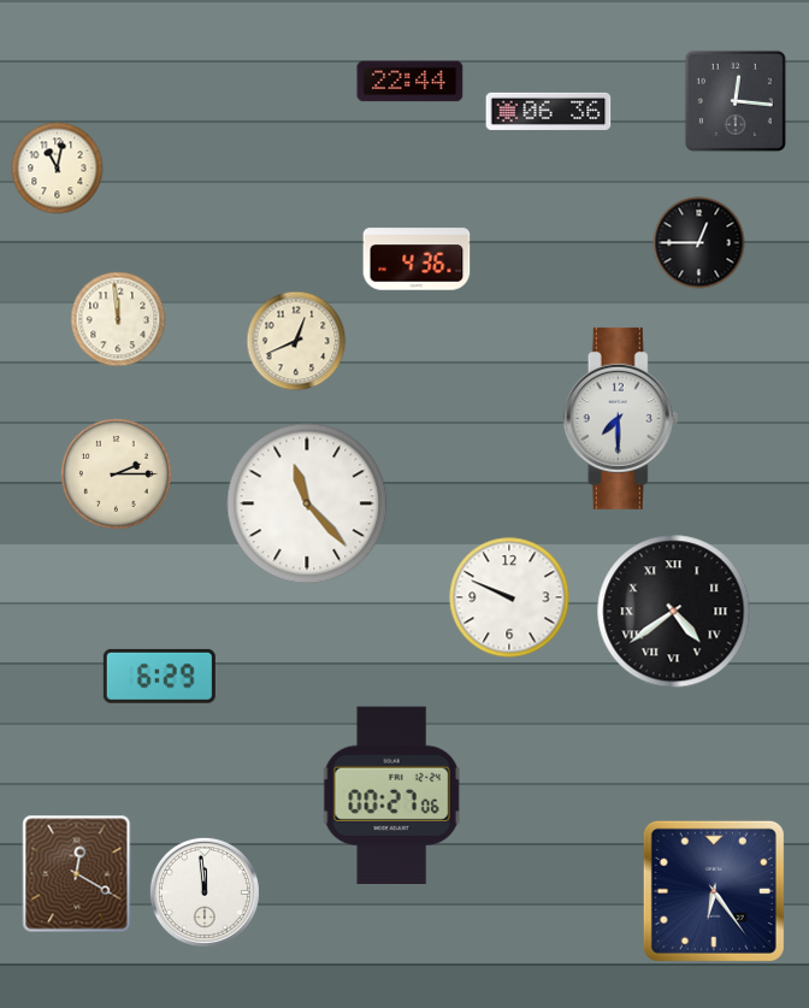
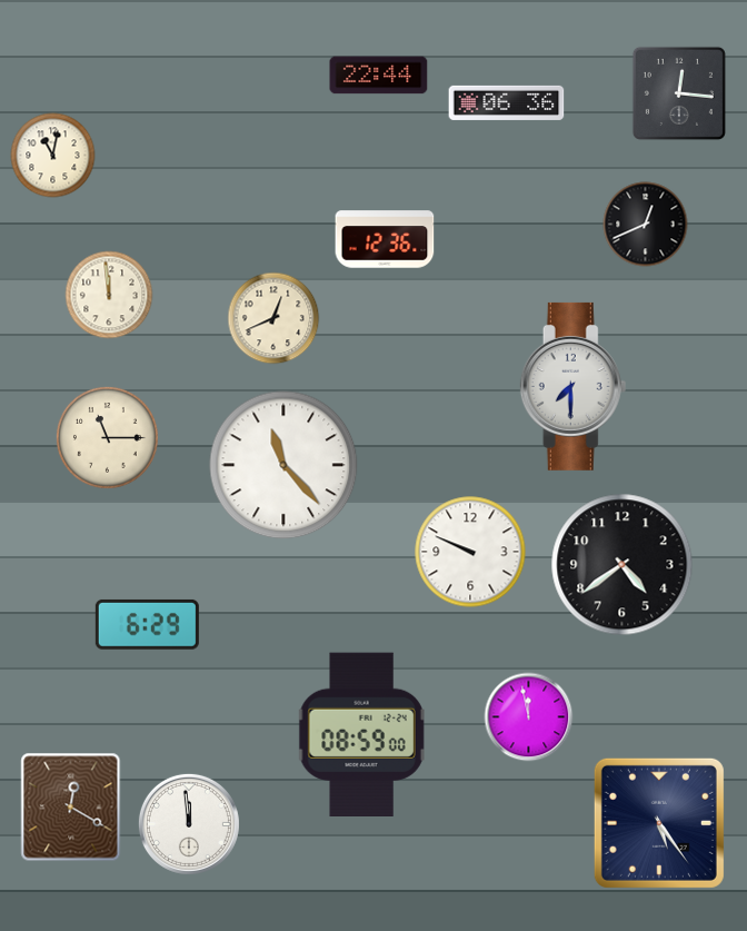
clock at (699, 243): 12:45 -> 12:41
clock at (417, 259): 4:36 -> 12:36
clock at (296, 341) position: (296, 341) -> (273, 318)
clock at (116, 473): 2:15 -> 11:15
clock at (674, 612) numerals: Roman -> Arabic
clock at (529, 717): none -> 11:58
clock at (391, 795): 00:27 -> 08:59
clock at (714, 891): 6:24 -> 5:24
